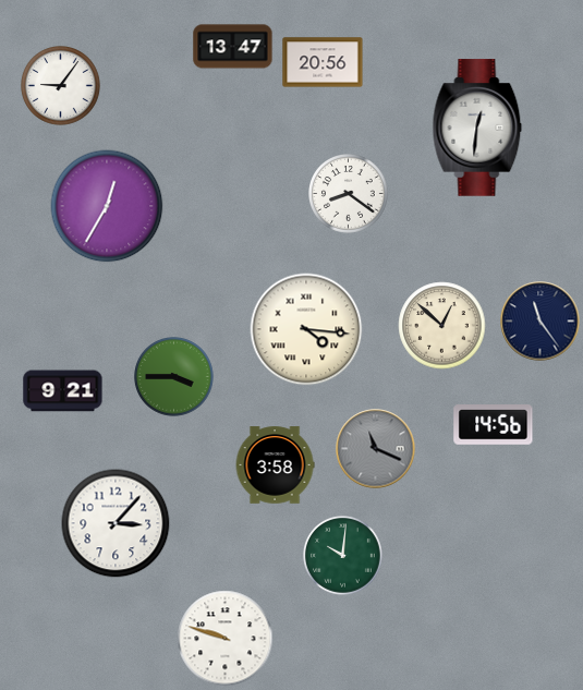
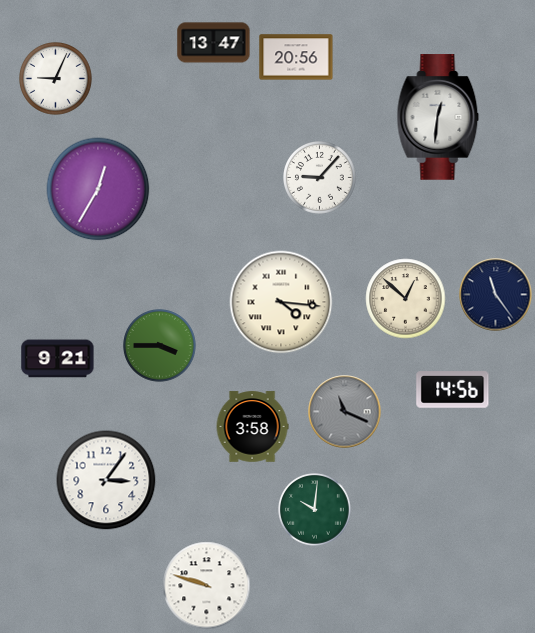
clock at (61, 86): 9:06 -> 9:04
clock at (349, 194): 8:21 -> 9:07
clock at (116, 523): 3:07 -> 3:06
